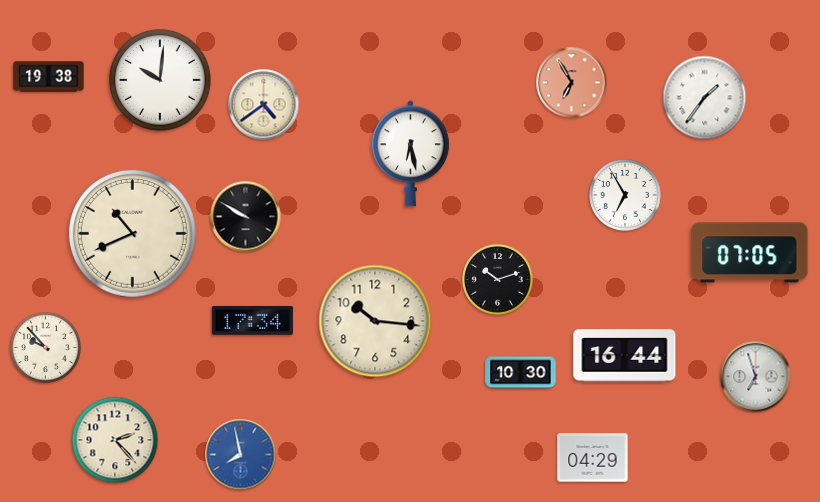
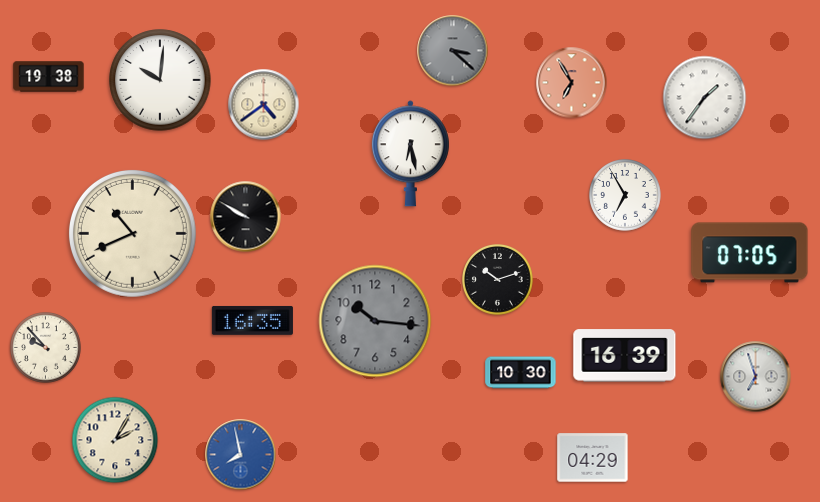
clock at (453, 51): none -> 3:22
clock at (252, 320): 17:34 -> 16:35
clock at (375, 321) dial: cream -> grey
clock at (625, 356): 16:44 -> 16:39
clock at (115, 440): 2:23 -> 2:05
